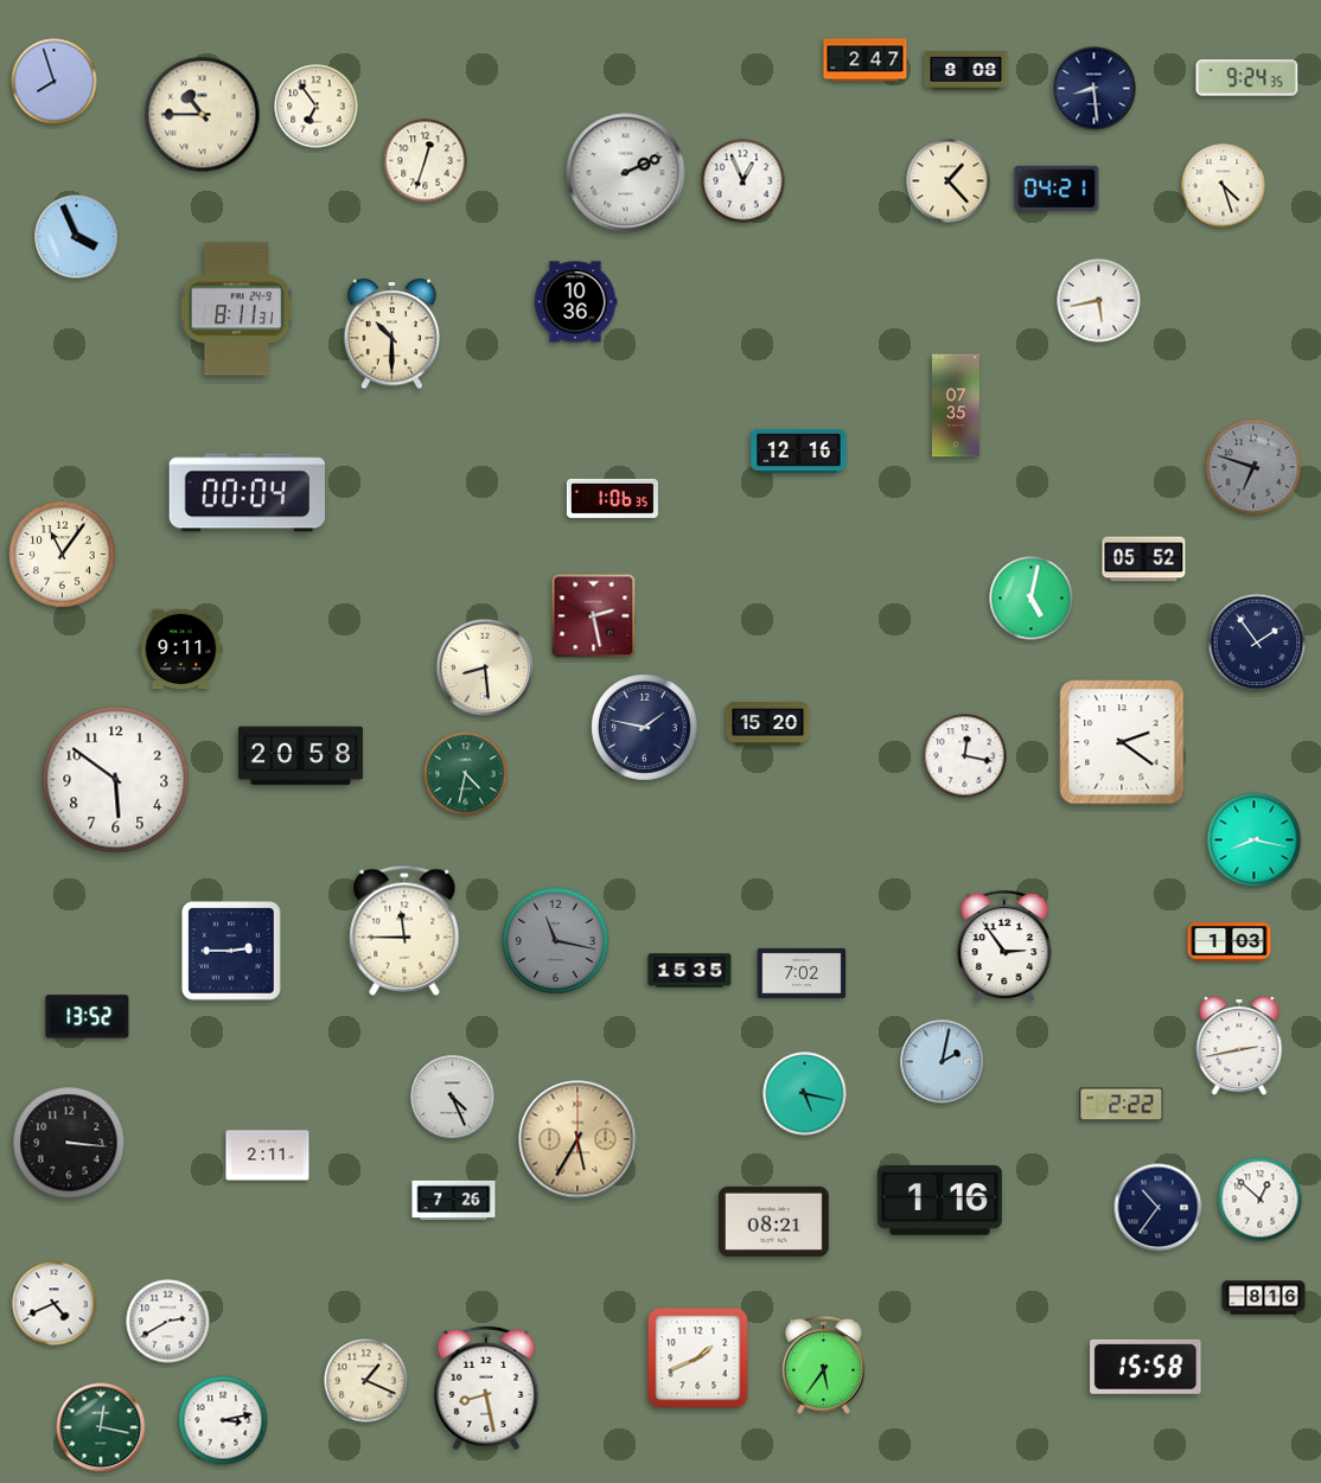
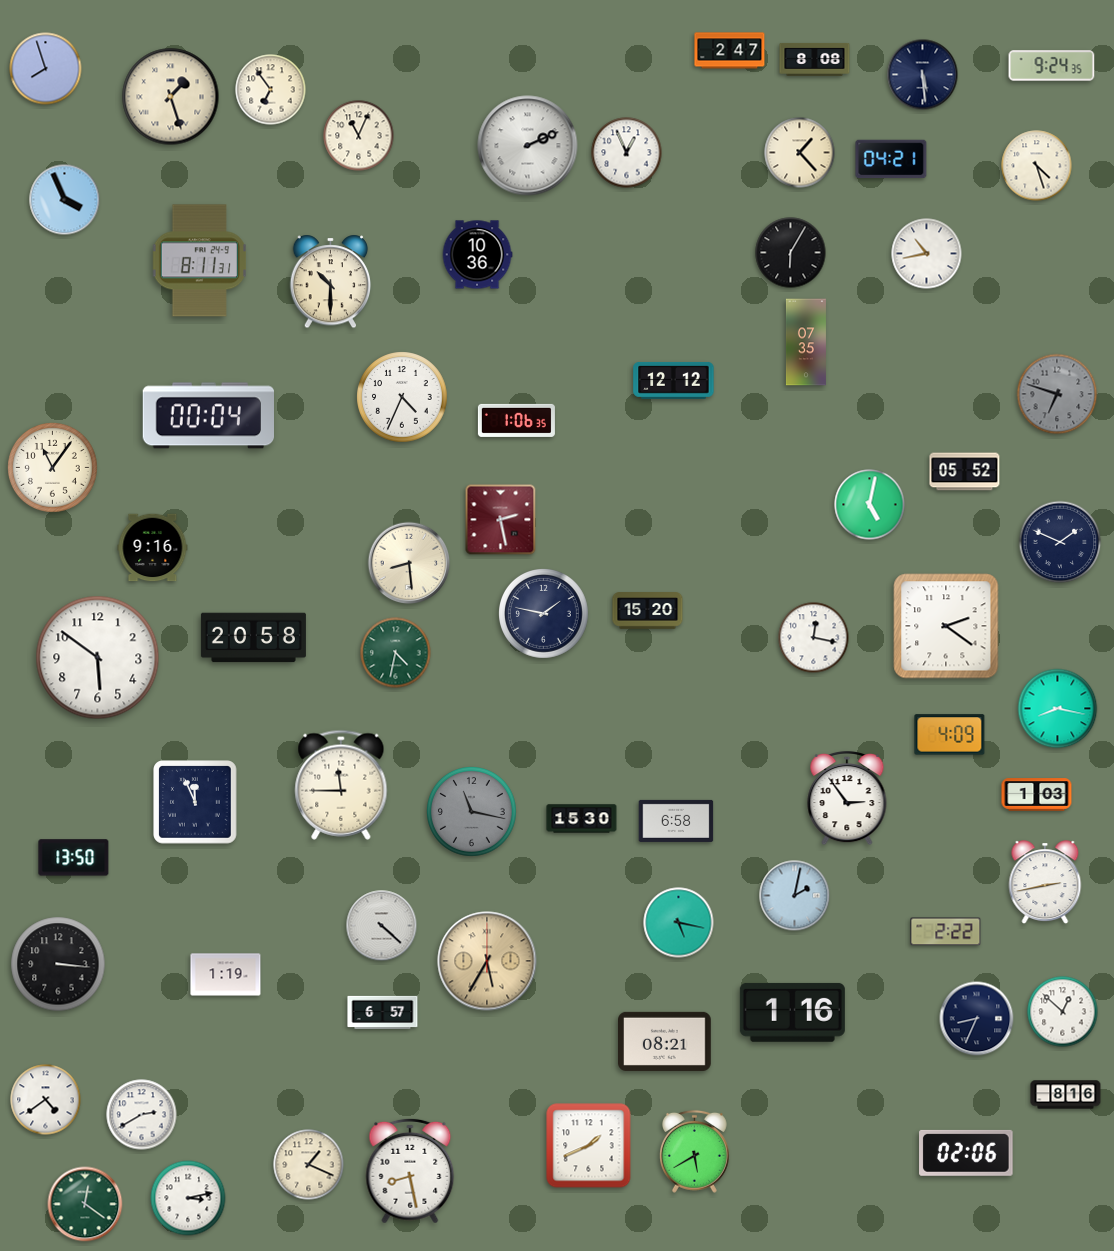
clock at (1095, 89): 8:29 -> 5:29
clock at (317, 107) position: (317, 107) -> (271, 90)
clock at (203, 115): 10:45 -> 1:27
clock at (426, 161): 12:33 -> 11:04
clock at (1224, 186) position: (1224, 186) -> (1037, 166)
clock at (791, 253): none -> 6:05
clock at (1099, 301): 5:43 -> 10:43
clock at (575, 302) position: (575, 302) -> (477, 255)
clock at (799, 450): 12:16 -> 12:12
clock at (402, 397): none -> 4:34
clock at (1257, 643): 1:54 -> 1:49
clock at (181, 650): 9:11 -> 9:16
clock at (466, 774) position: (466, 774) -> (396, 653)
clock at (950, 735): none -> 4:09
clock at (556, 941) position: (556, 941) -> (472, 812)
clock at (232, 952): 2:45 -> 11:56
clock at (690, 971): 15:35 -> 15:30
clock at (802, 973): 7:02 -> 6:58
clock at (88, 1017): 13:52 -> 13:50
clock at (453, 1098): 4:26 -> 4:22
clock at (268, 1156): 2:11 -> 1:19
clock at (454, 1200): 7:26 -> 6:57
clock at (1159, 1208): 10:36 -> 8:34
clock at (774, 1221) position: (774, 1221) -> (665, 1041)
clock at (55, 1304): 4:41 -> 4:39
clock at (823, 1364): 5:36 -> 5:40
clock at (1145, 1367): 15:58 -> 02:06
clock at (101, 1427): 12:17 -> 12:21
